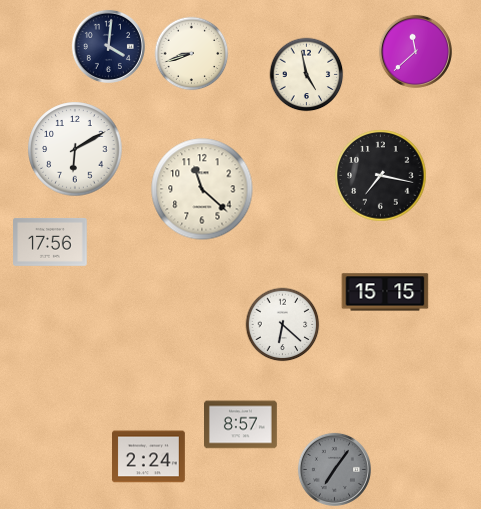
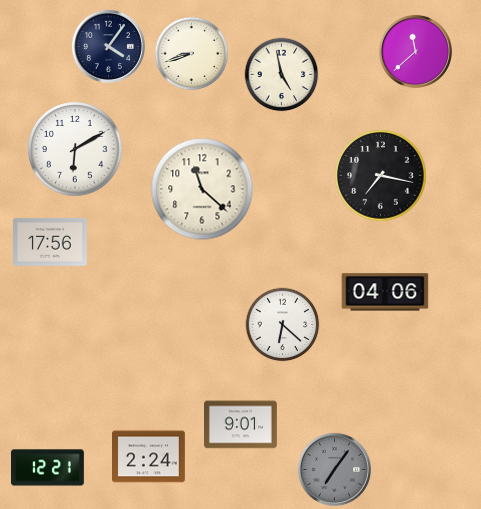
clock at (108, 46): 4:01 -> 4:06
clock at (307, 75) position: (307, 75) -> (282, 75)
clock at (385, 292): 15:15 -> 04:06
clock at (241, 425): 8:57 -> 9:01
clock at (48, 468): none -> 12:21
